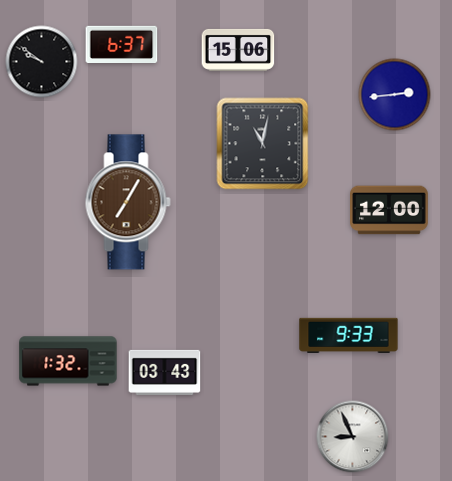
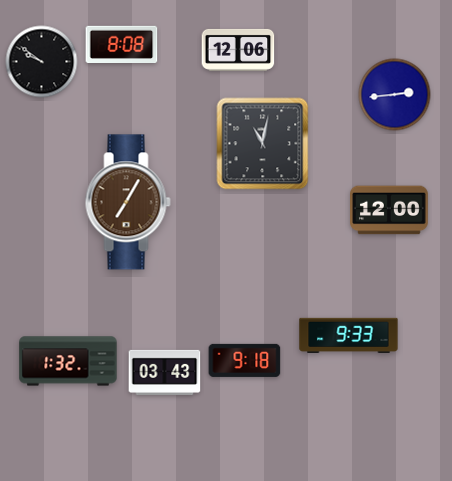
clock at (122, 44): 6:37 -> 8:08
clock at (238, 50): 15:06 -> 12:06
clock at (245, 360): none -> 9:18
clock at (353, 437): 8:56 -> none
